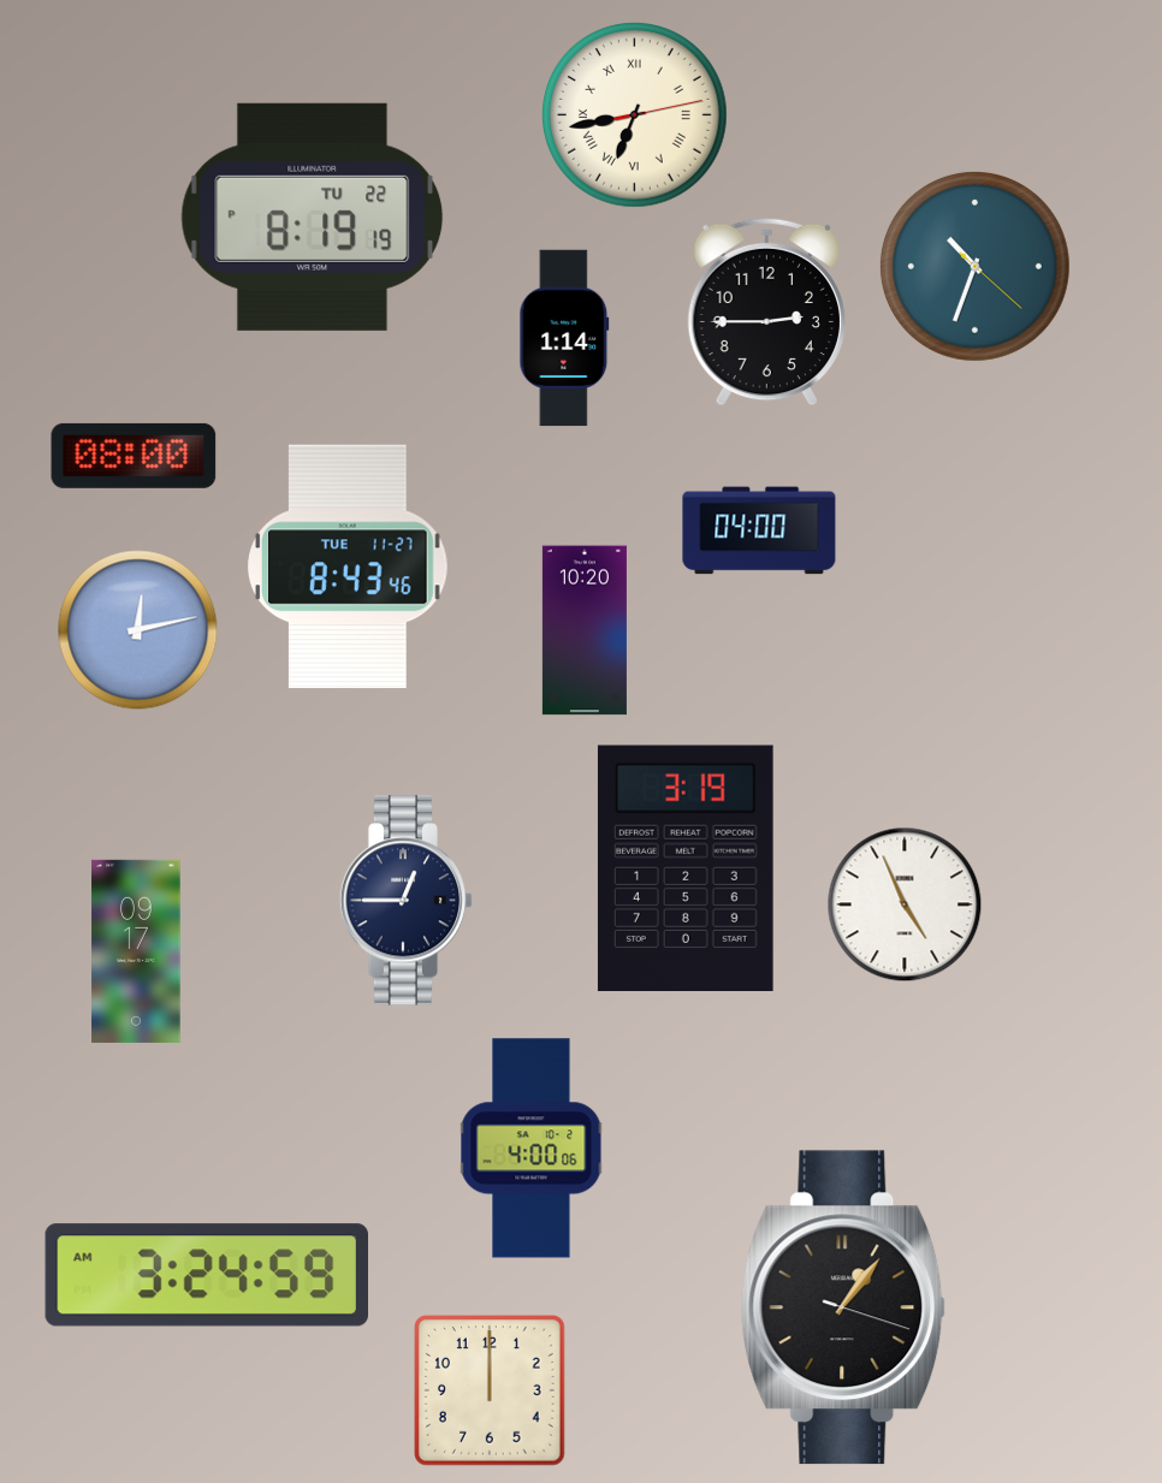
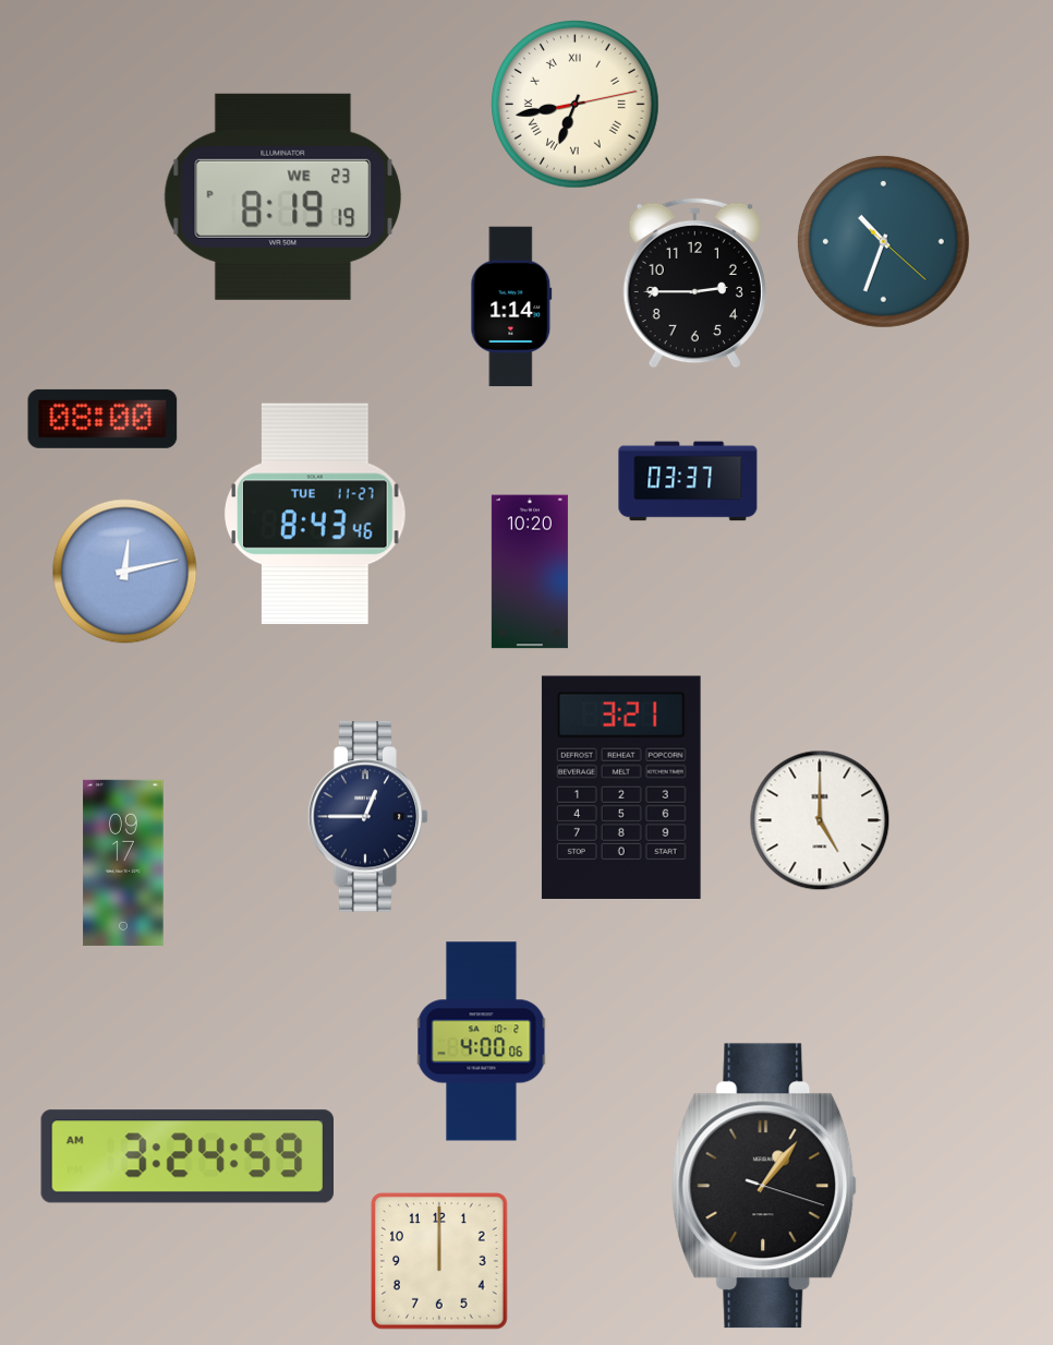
clock at (313, 216) date: TU 22 -> WE 23
clock at (134, 456) position: (134, 456) -> (102, 419)
clock at (759, 530): 04:00 -> 03:37
clock at (686, 868): 3:19 -> 3:21
clock at (905, 904): 4:56 -> 5:00
clock at (491, 1392) position: (491, 1392) -> (440, 1262)
